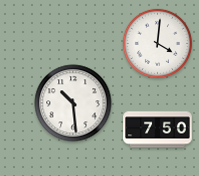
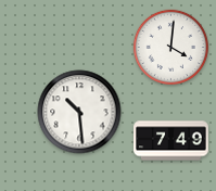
clock at (158, 130): 7:50 -> 7:49
